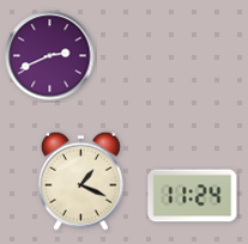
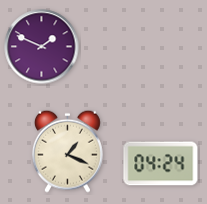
clock at (50, 56): 2:41 -> 1:49
clock at (193, 196): 11:24 -> 04:24
